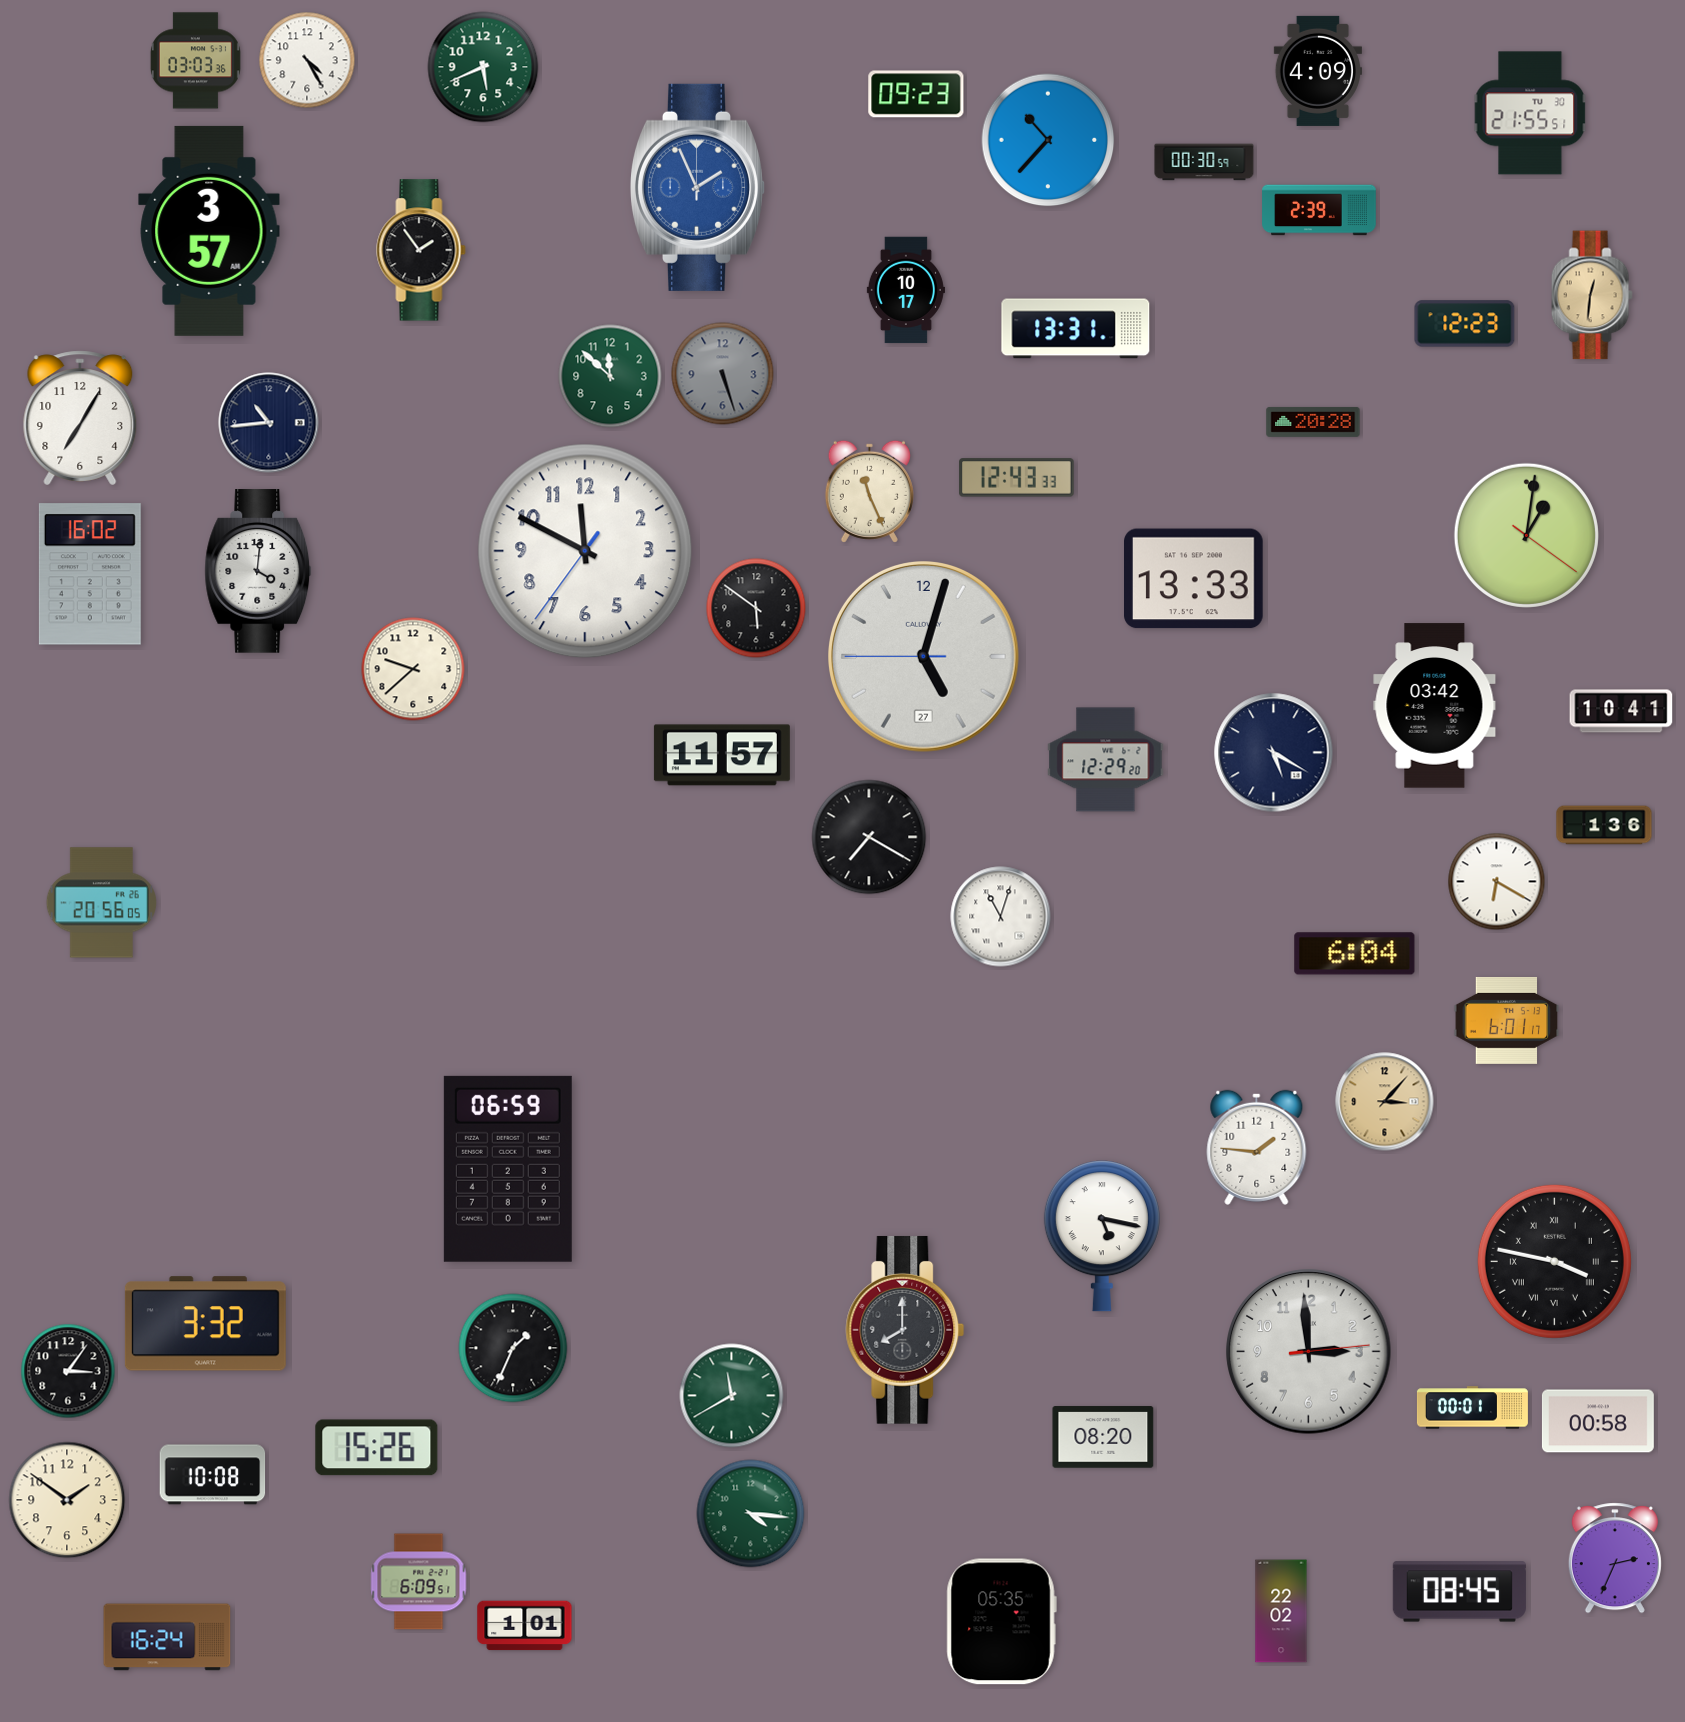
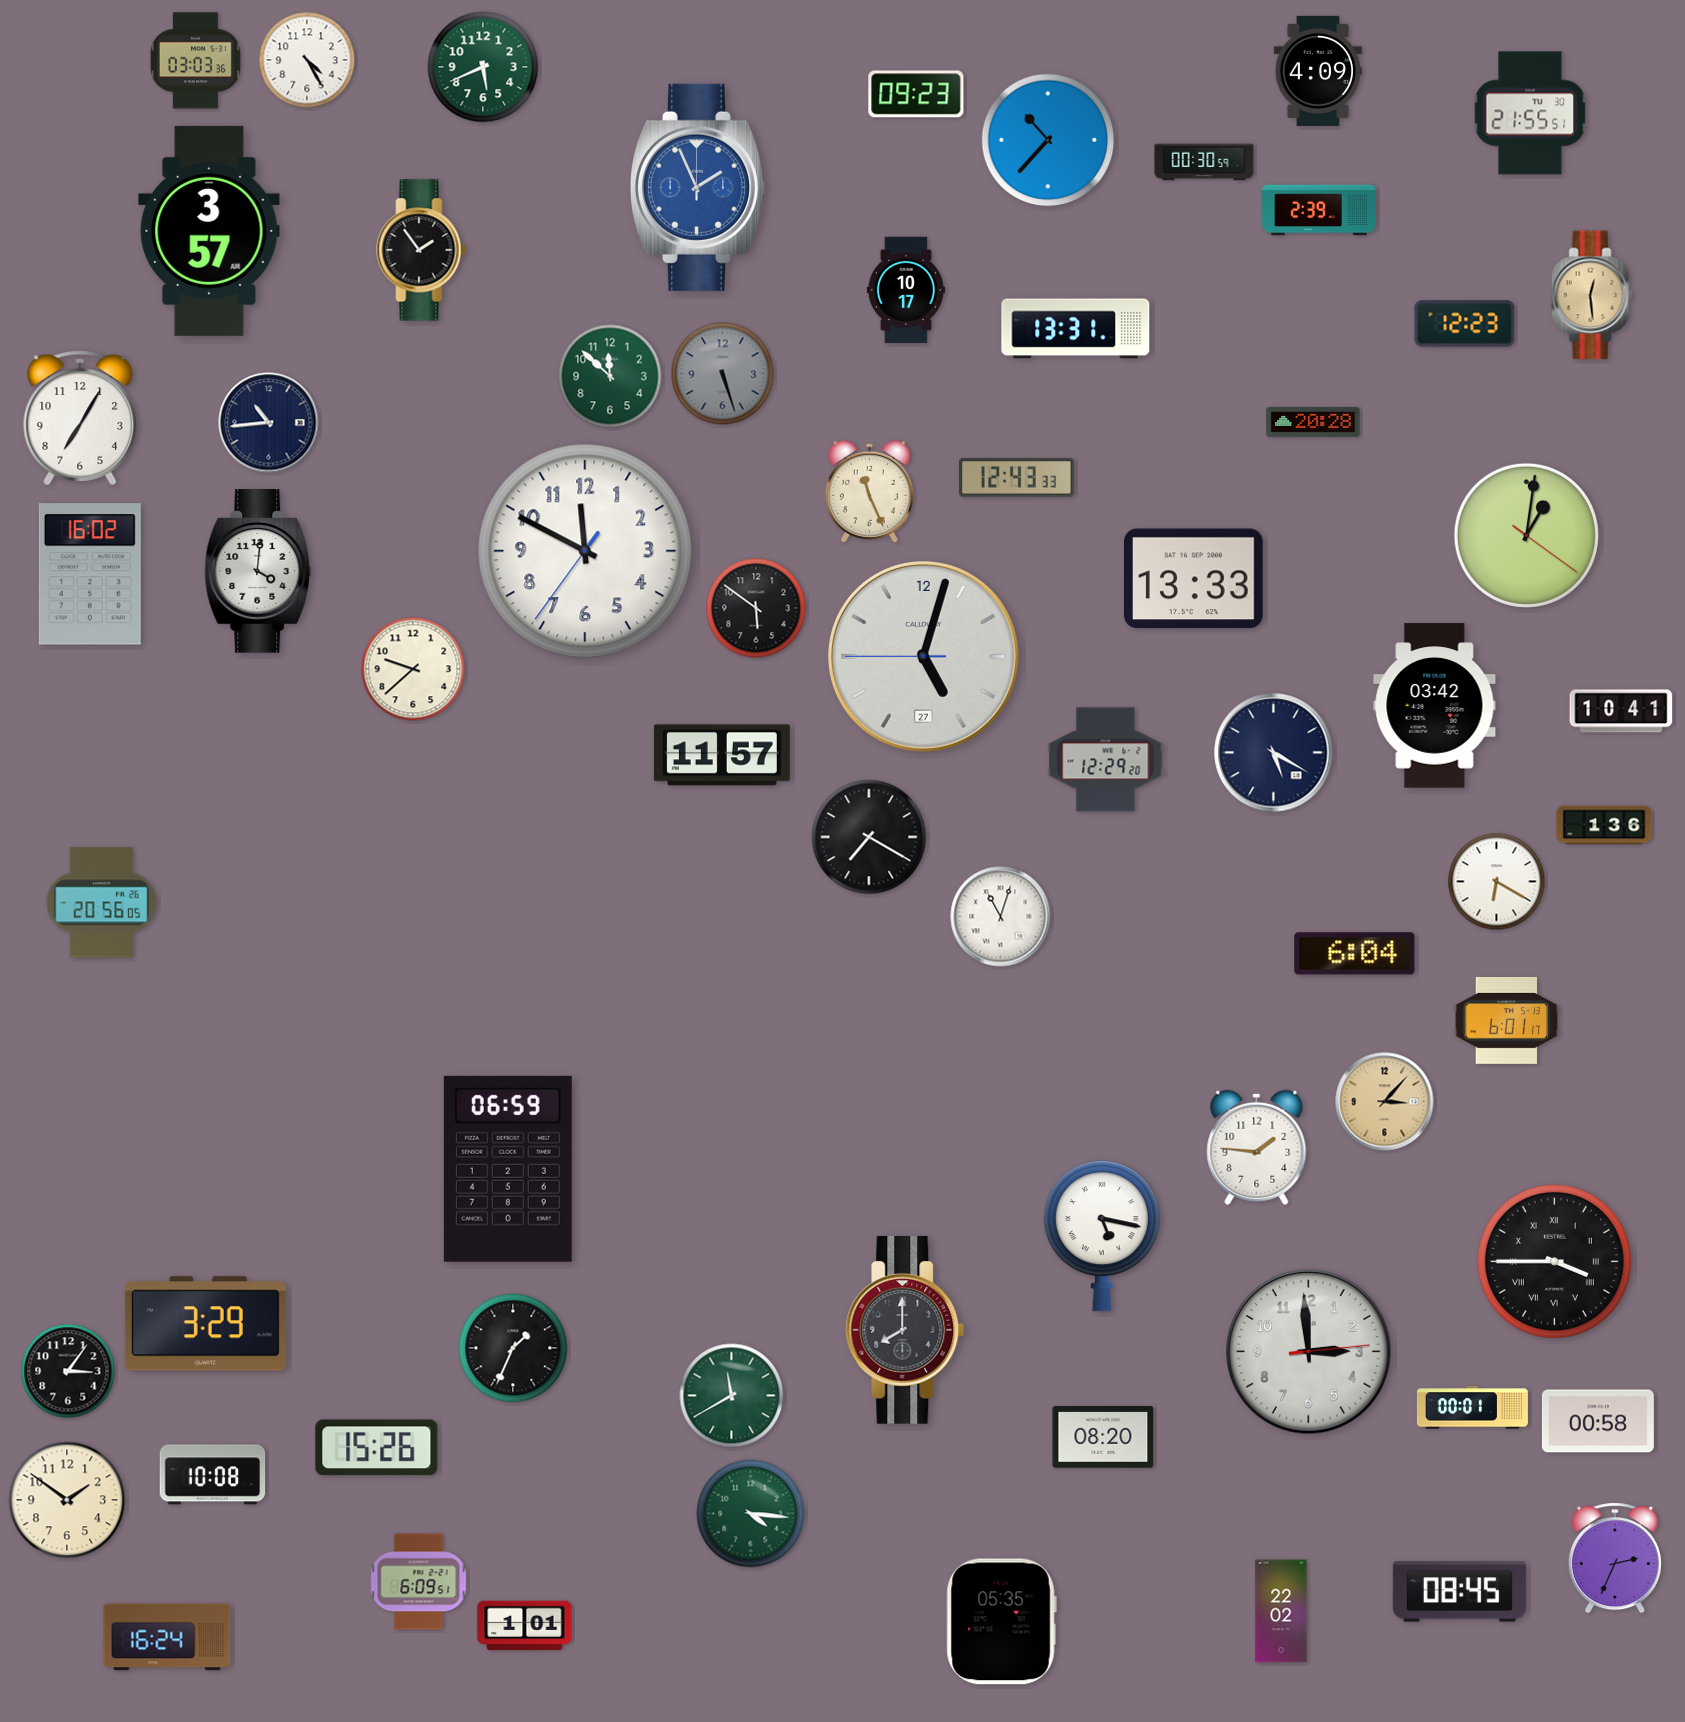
clock at (1592, 295): 12:31 -> 12:29
clock at (1554, 1261): 3:47 -> 3:45
clock at (205, 1324): 3:32 -> 3:29
